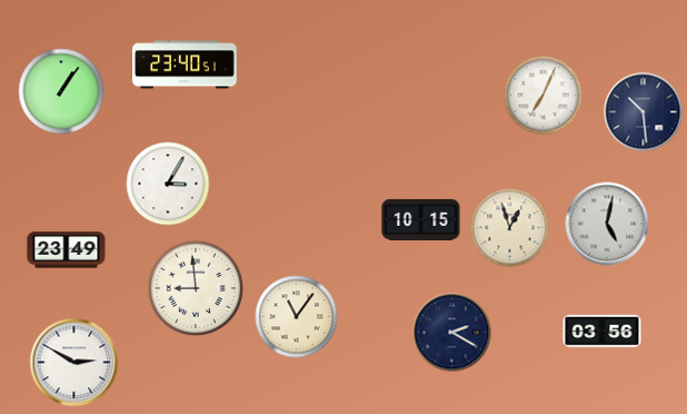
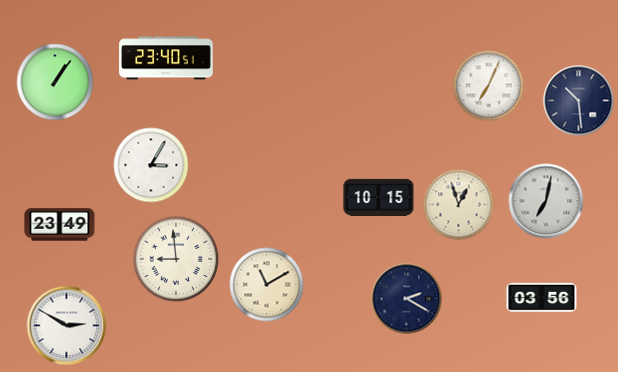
clock at (607, 224): 5:02 -> 7:02
clock at (297, 317): 11:06 -> 11:10
